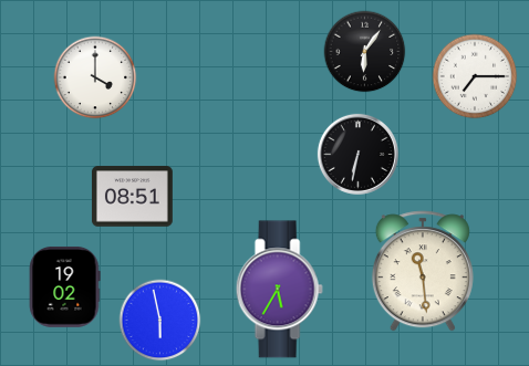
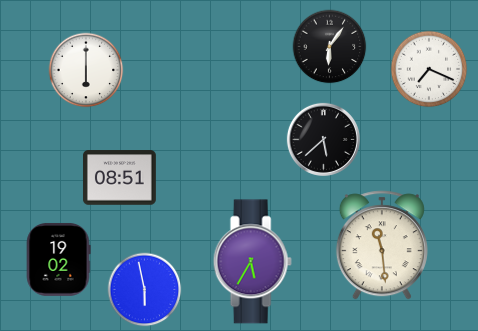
clock at (475, 76): 7:15 -> 7:19
clock at (95, 77): 4:00 -> 6:00
clock at (357, 154): 6:32 -> 5:38
